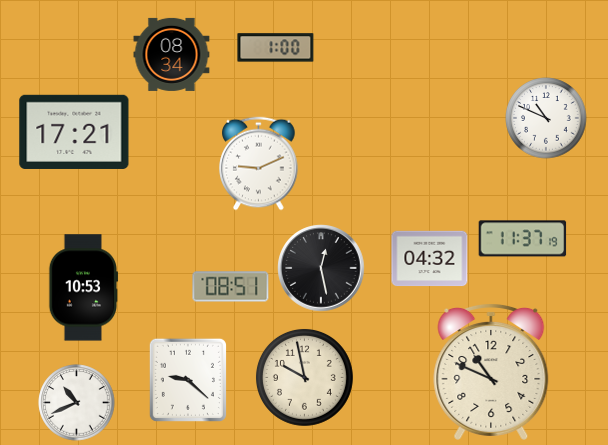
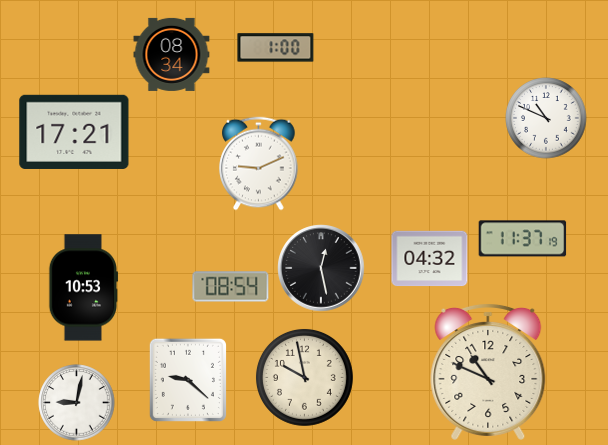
clock at (231, 287): 08:51 -> 08:54
clock at (491, 372) position: (491, 372) -> (488, 372)
clock at (77, 403): 10:41 -> 9:02
